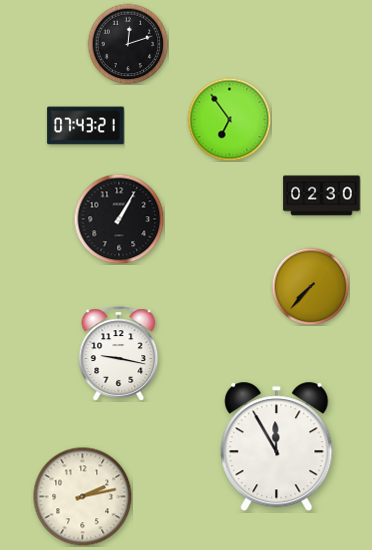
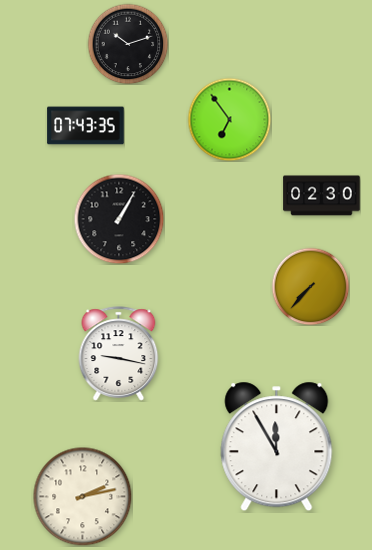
clock at (128, 44): 12:12 -> 10:12
clock at (86, 126): 07:43:21 -> 07:43:35
